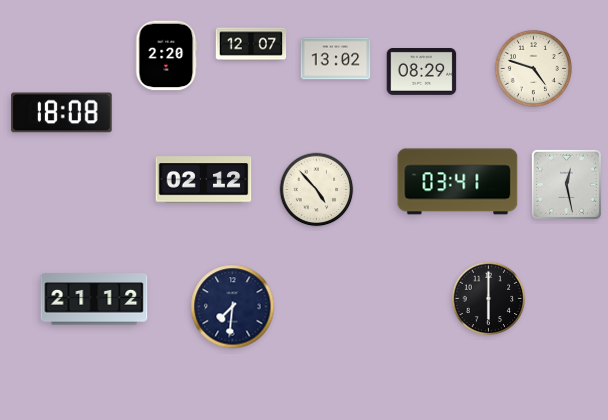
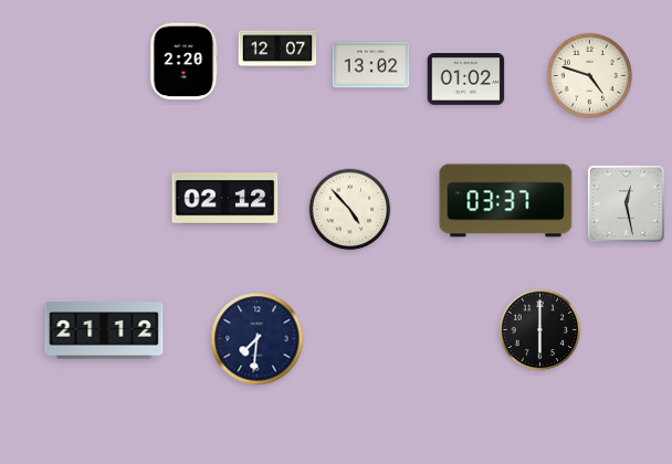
clock at (422, 72): 08:29 -> 01:02
clock at (62, 113): 18:08 -> none
clock at (458, 182): 03:41 -> 03:37
